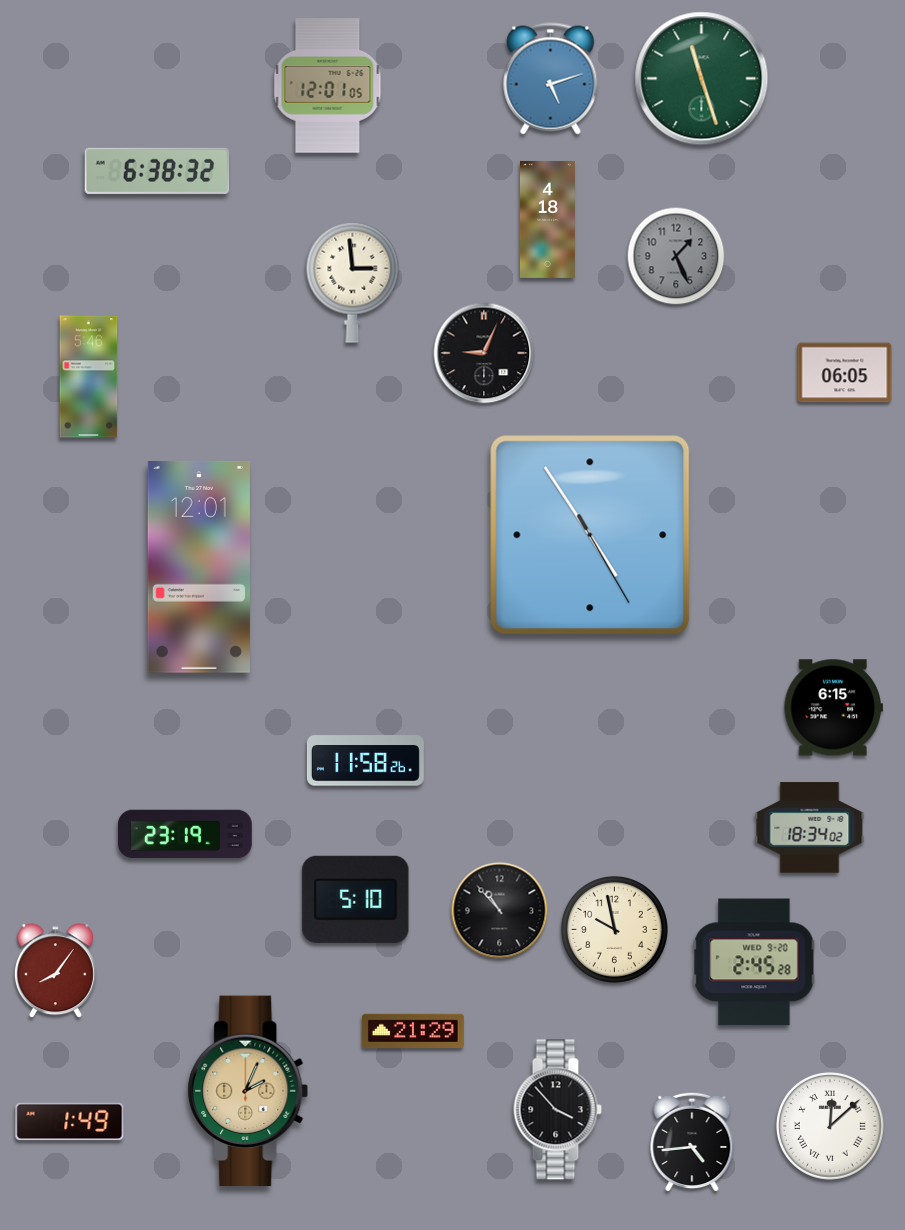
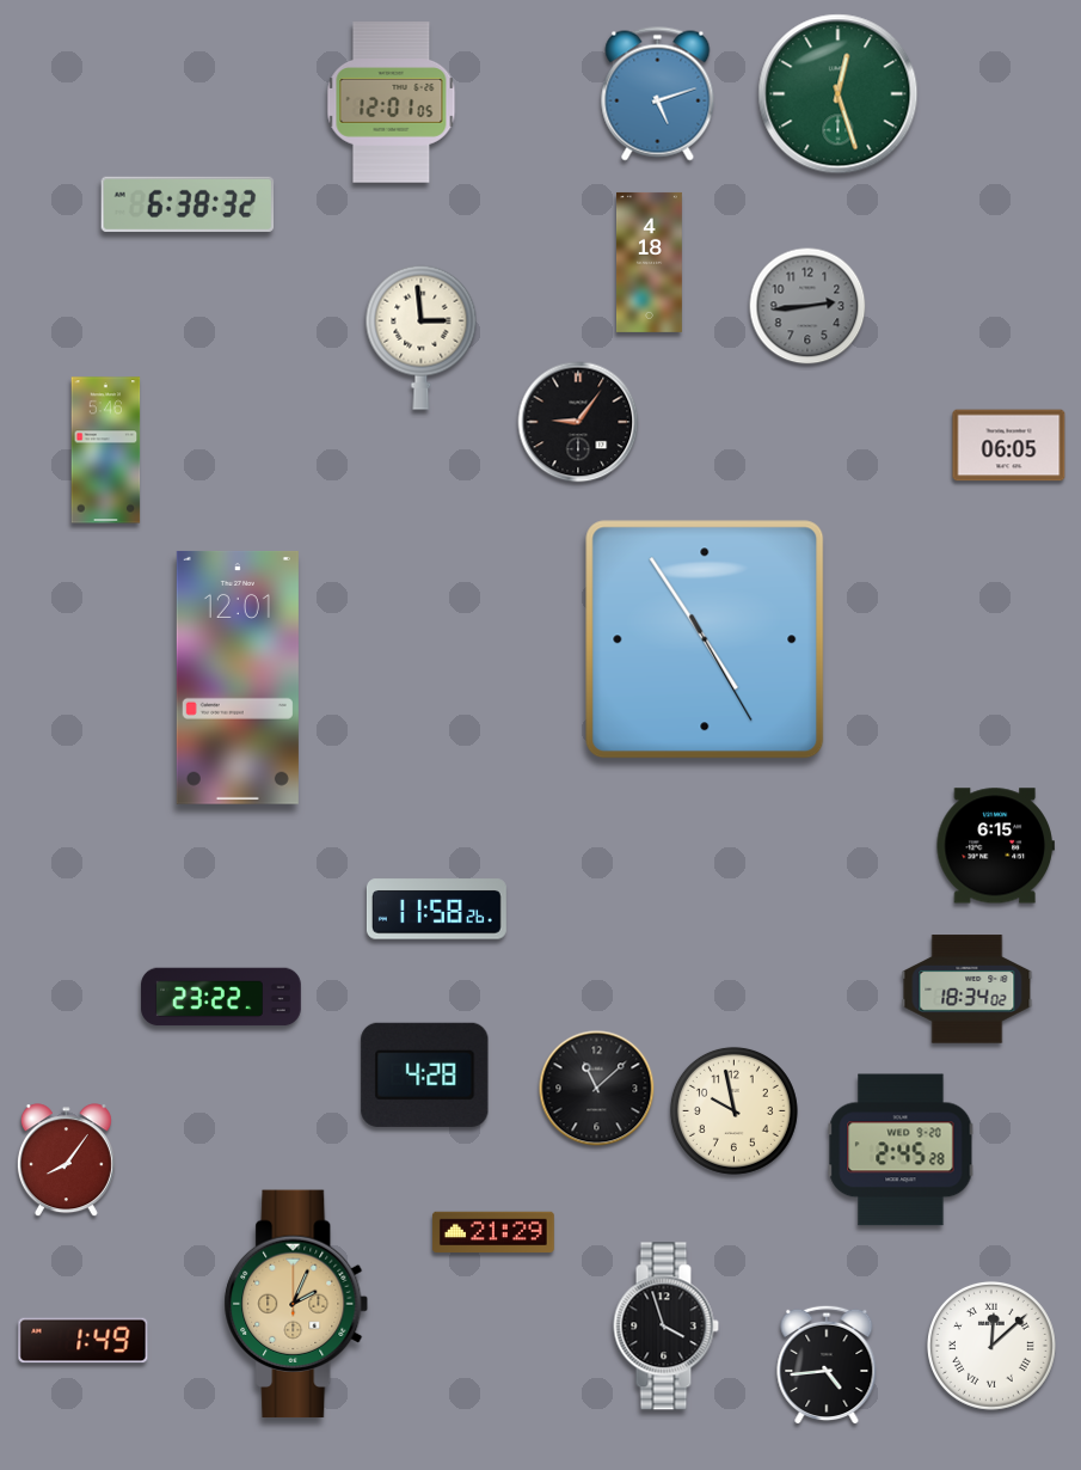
clock at (702, 79): 11:27 -> 12:27
clock at (547, 219) position: (547, 219) -> (649, 262)
clock at (676, 256): 1:26 -> 2:44
clock at (484, 353): 9:04 -> 9:06
clock at (185, 834): 23:19 -> 23:22
clock at (356, 899): 5:10 -> 4:28
clock at (500, 911): 10:53 -> 11:08
clock at (557, 1110): 3:53 -> 3:57
